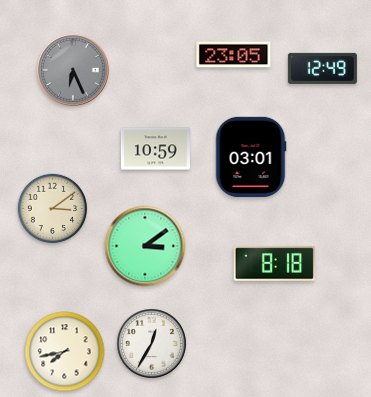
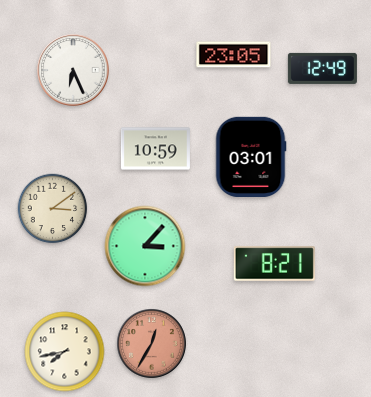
clock at (73, 70) dial: grey -> white
clock at (145, 246): 3:09 -> 3:07
clock at (274, 264): 8:18 -> 8:21
clock at (152, 344) dial: white -> salmon
